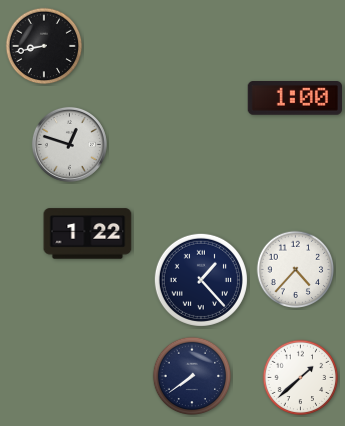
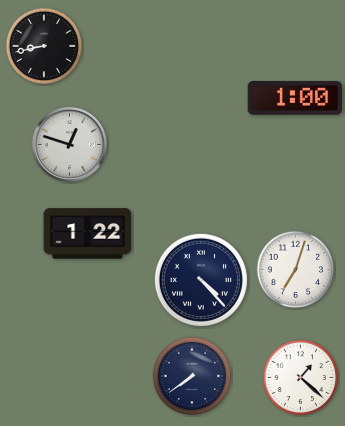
clock at (296, 270): 4:37 -> 7:03
clock at (201, 280): 1:23 -> 4:23
clock at (301, 378): 1:38 -> 1:22
